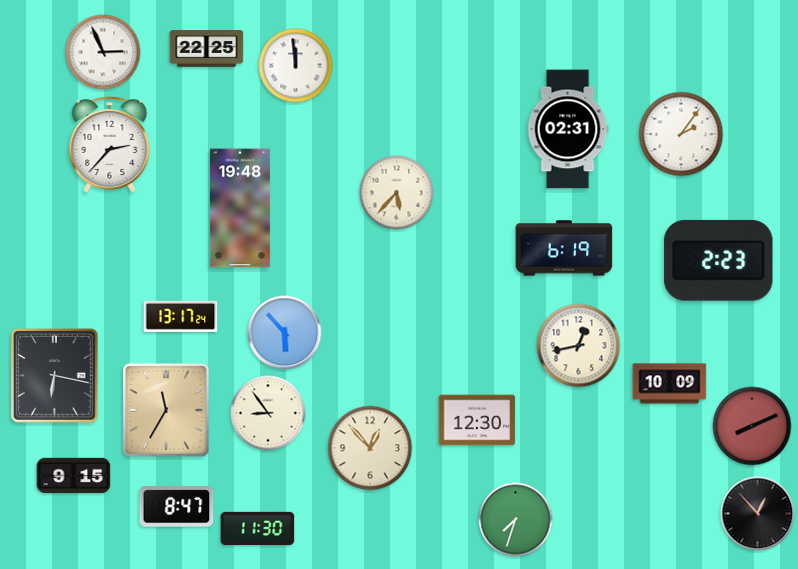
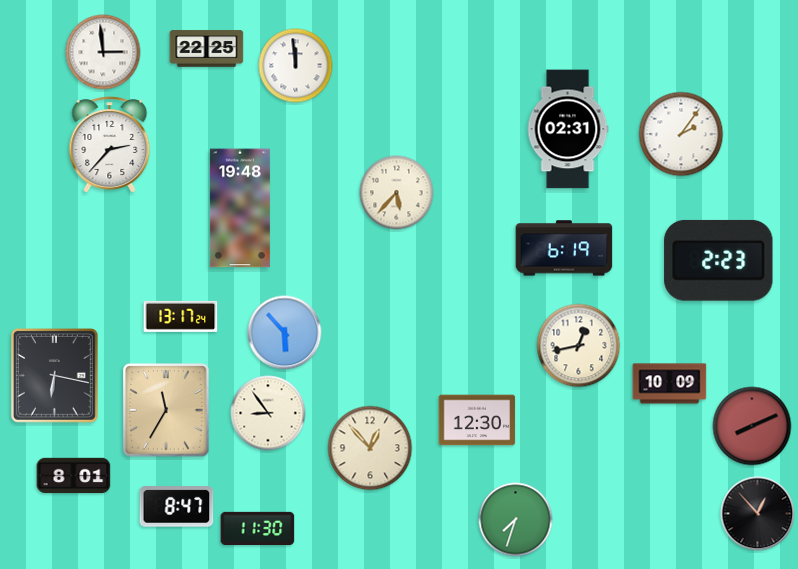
clock at (103, 52): 2:56 -> 2:59
clock at (74, 476): 9:15 -> 8:01
